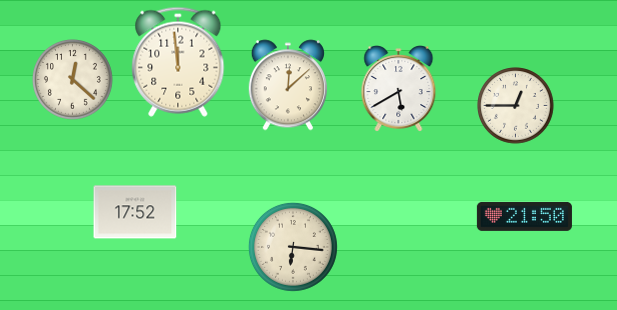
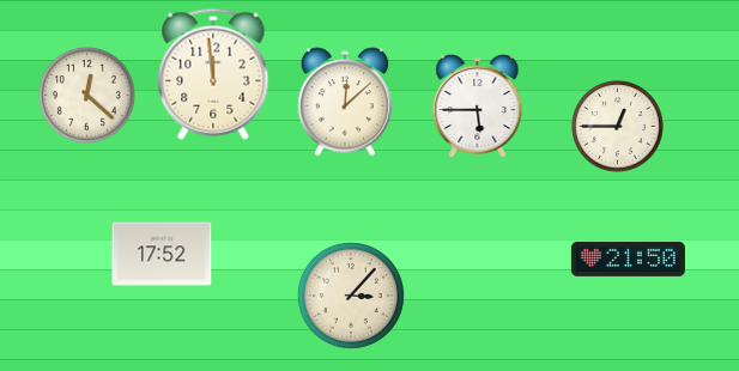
clock at (399, 88): 5:40 -> 5:45
clock at (293, 247): 6:16 -> 3:07
